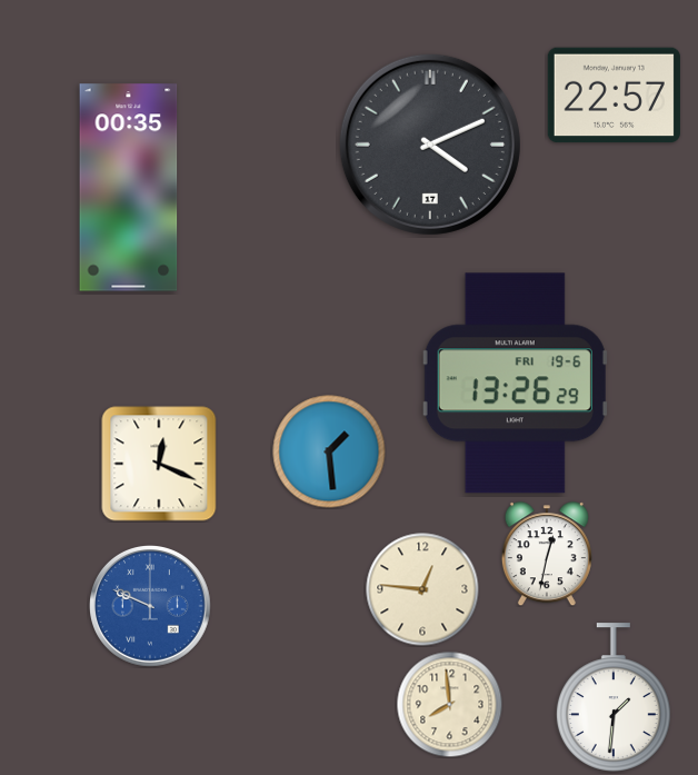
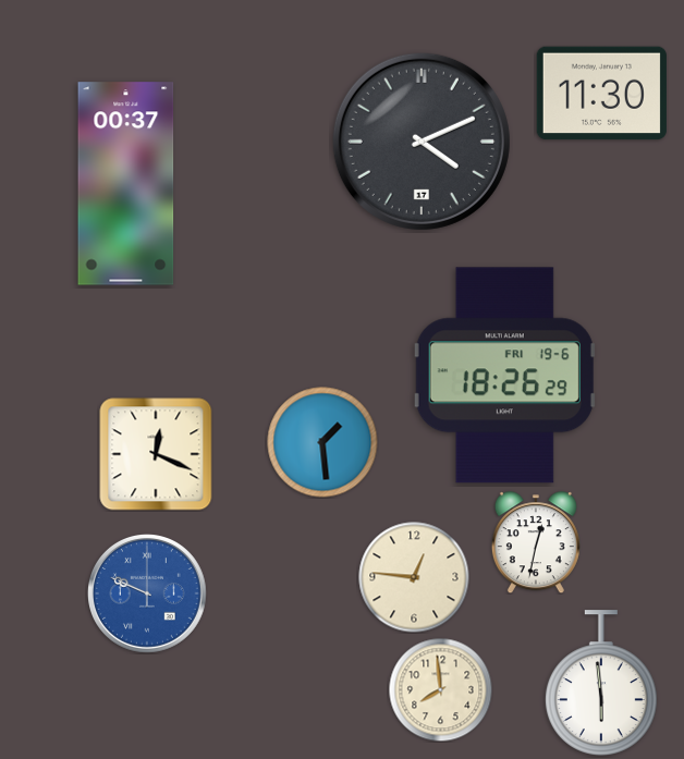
clock at (614, 96): 22:57 -> 11:30
clock at (129, 188): 00:35 -> 00:37
clock at (515, 384): 13:26 -> 18:26
clock at (614, 697): 1:31 -> 5:59
